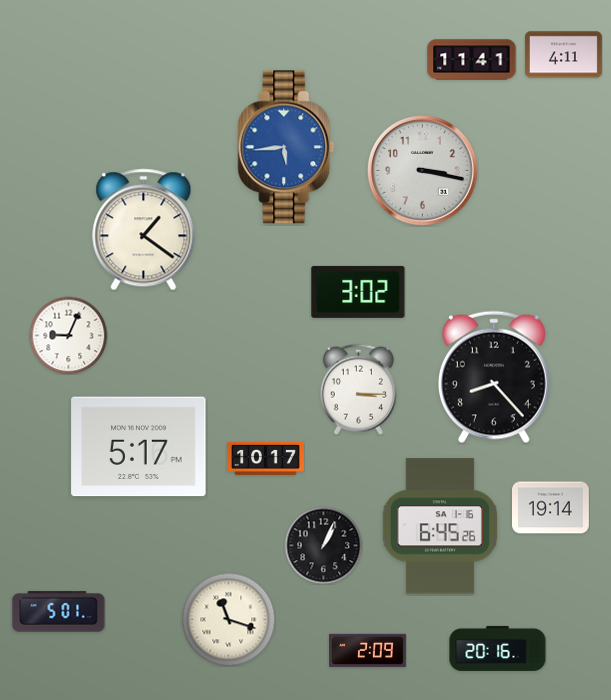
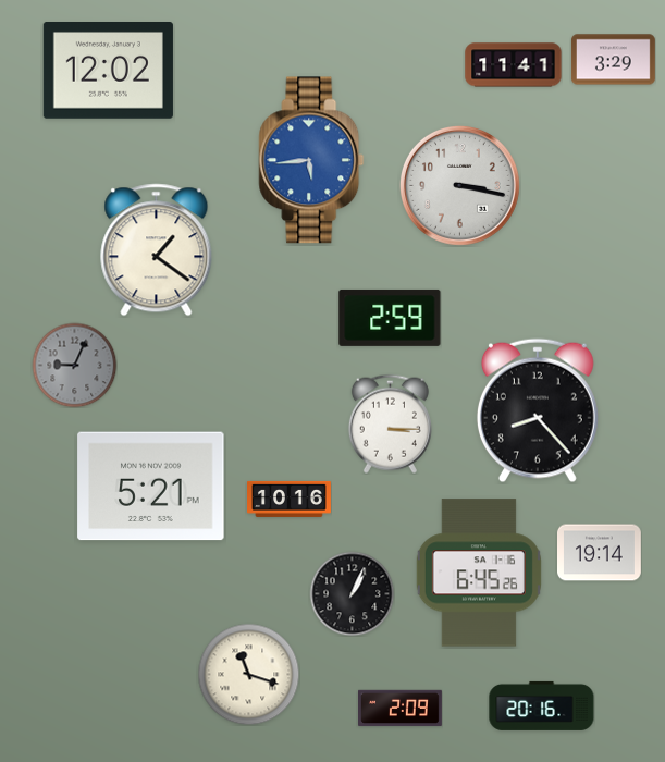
clock at (563, 55): 4:11 -> 3:29
clock at (108, 71): none -> 12:02
clock at (358, 292): 3:02 -> 2:59
clock at (68, 335) dial: white -> grey
clock at (139, 447): 5:17 -> 5:21
clock at (266, 458): 10:17 -> 10:16
clock at (59, 612): 5:01 -> none
